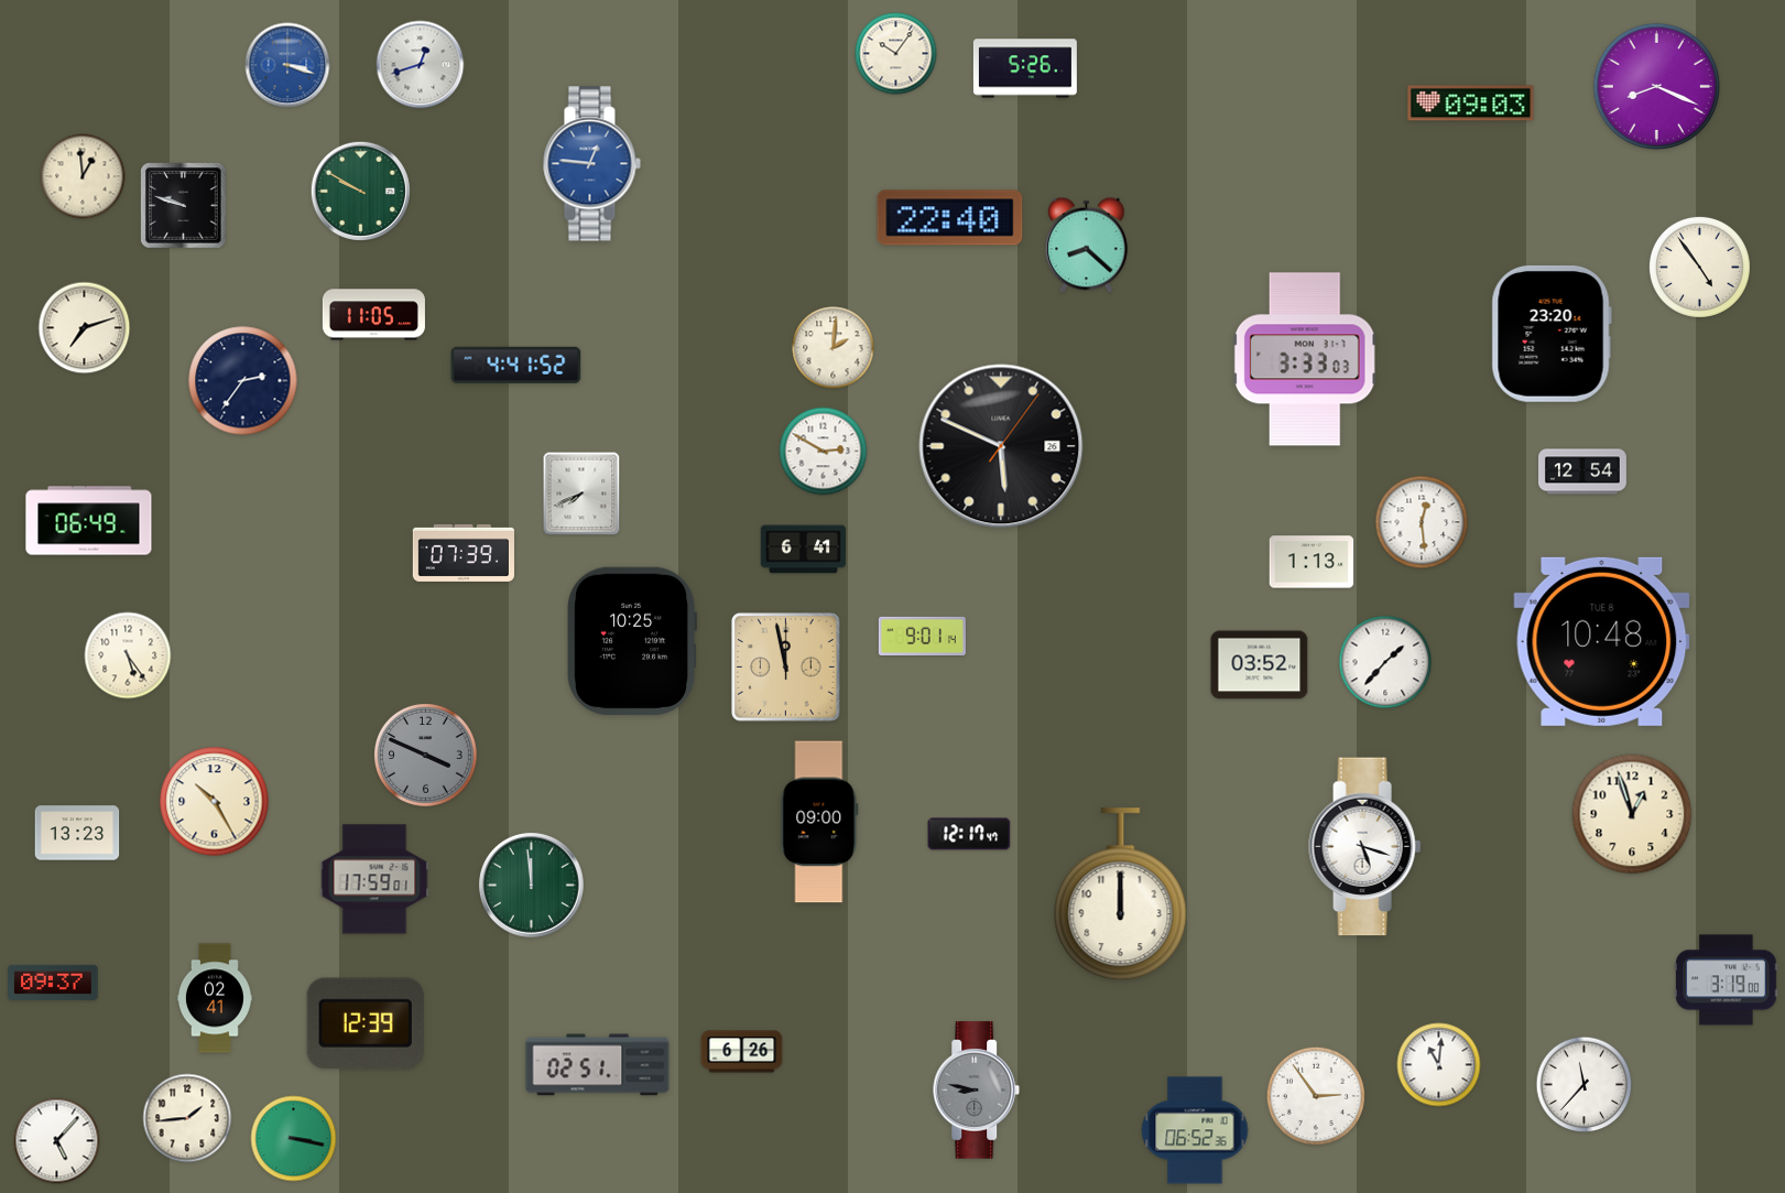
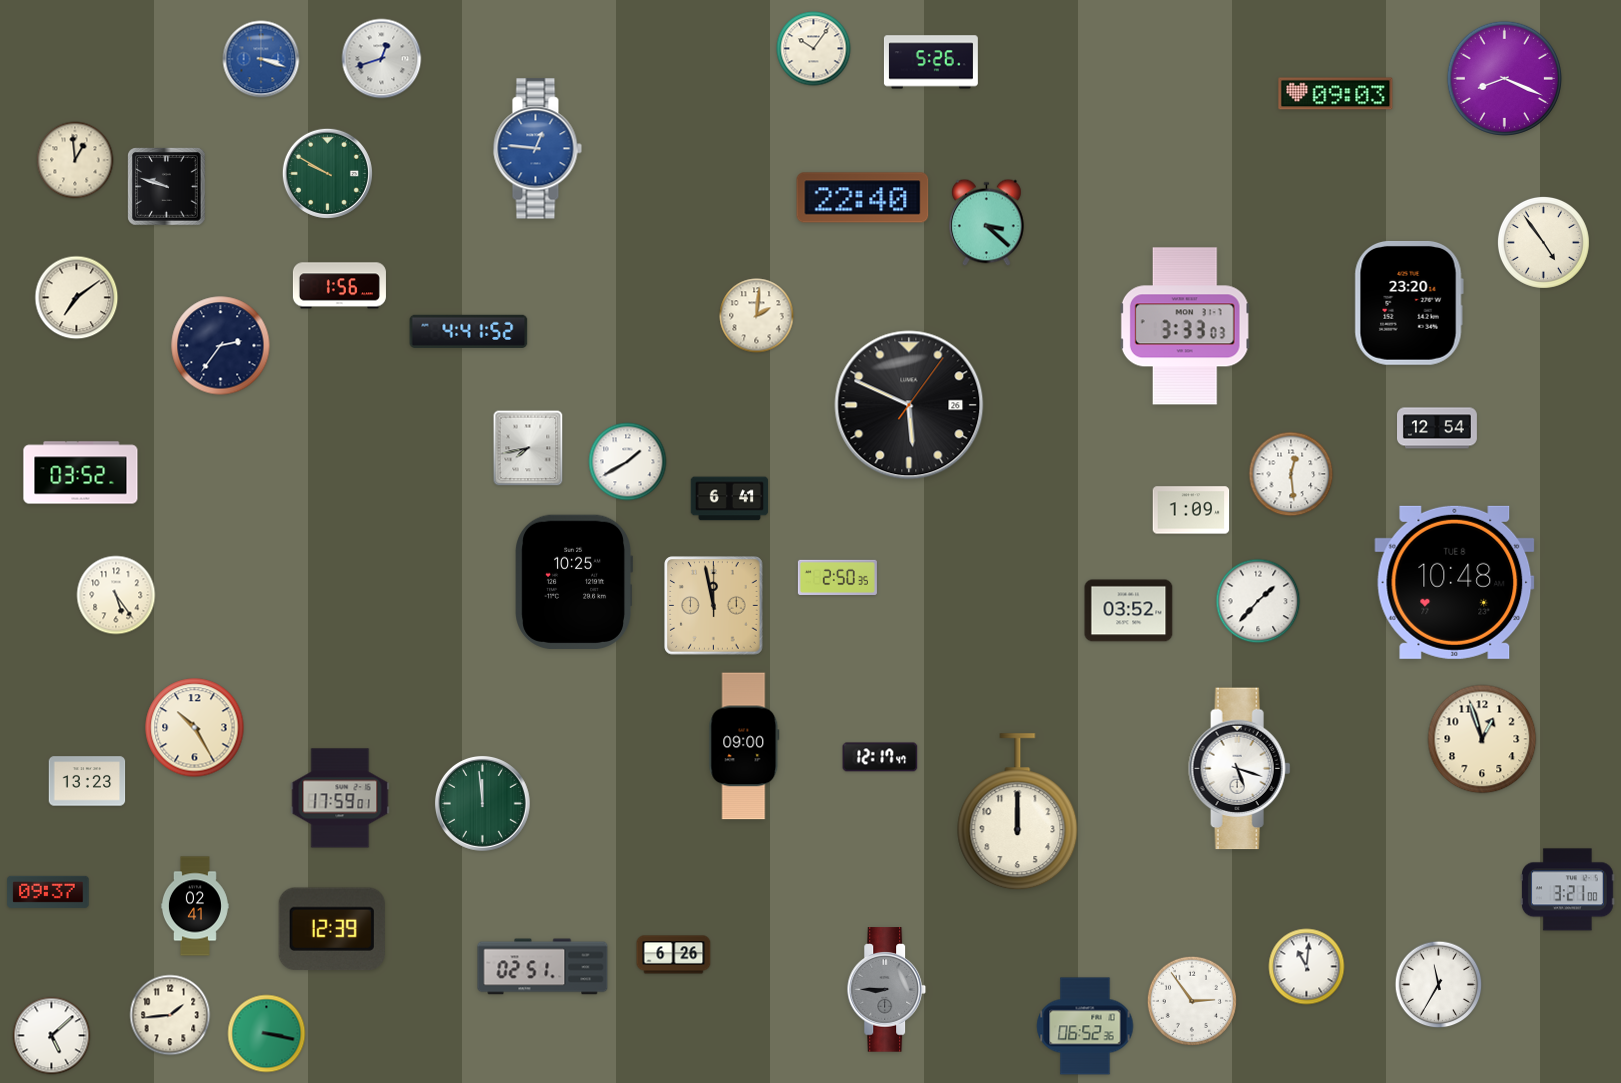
clock at (1087, 246): 8:22 -> 3:22
clock at (373, 315): 11:05 -> 1:56
clock at (85, 328): 7:12 -> 7:09
clock at (824, 452): 2:50 -> none
clock at (581, 494): 7:41 -> 7:43
clock at (628, 462): none -> 1:40
clock at (89, 521): 06:49 -> 03:52
clock at (462, 553): 07:39 -> none
clock at (1311, 562): 1:13 -> 1:09
clock at (922, 636): 9:01 -> 2:50
clock at (1260, 665) position: (1260, 665) -> (1129, 611)
clock at (426, 756): 3:49 -> none
clock at (77, 833) position: (77, 833) -> (87, 781)
clock at (1727, 980): 3:19 -> 3:21
clock at (1585, 1085): 11:37 -> 11:35
clock at (977, 1091): 8:47 -> 8:45
clock at (1315, 1095) position: (1315, 1095) -> (1191, 1000)
clock at (57, 1141): 5:07 -> 5:08
